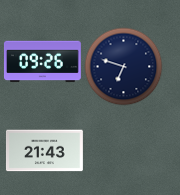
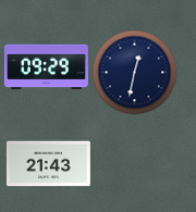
clock at (42, 62): 09:26 -> 09:29
clock at (123, 66): 6:48 -> 12:32
